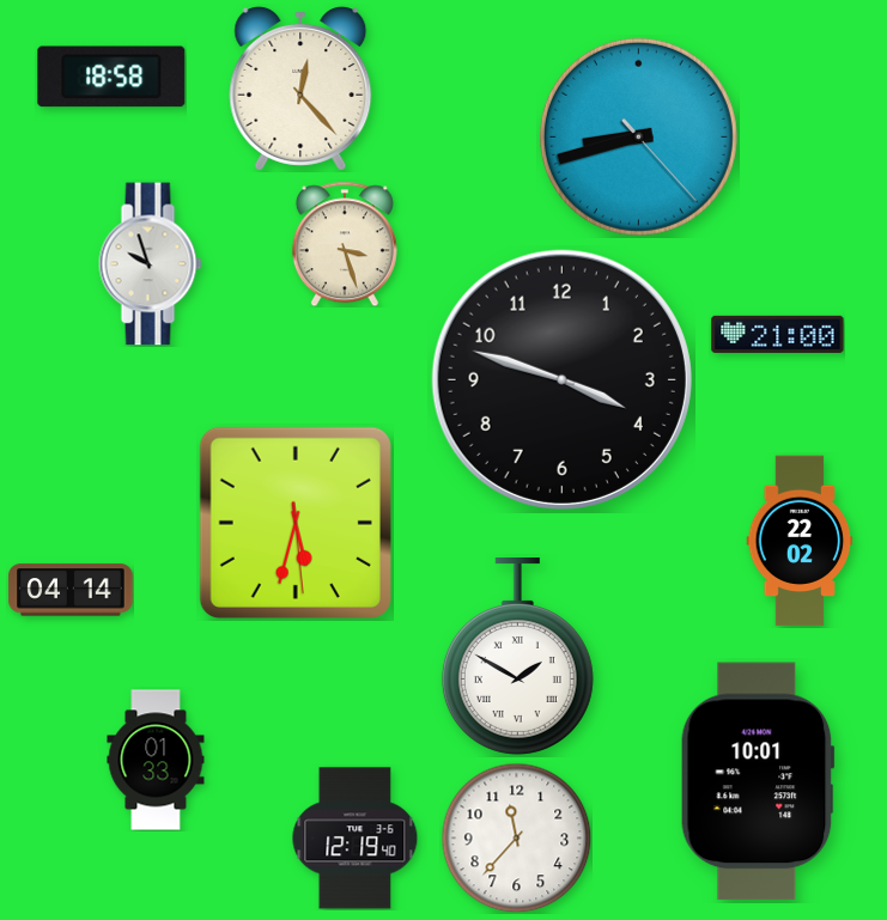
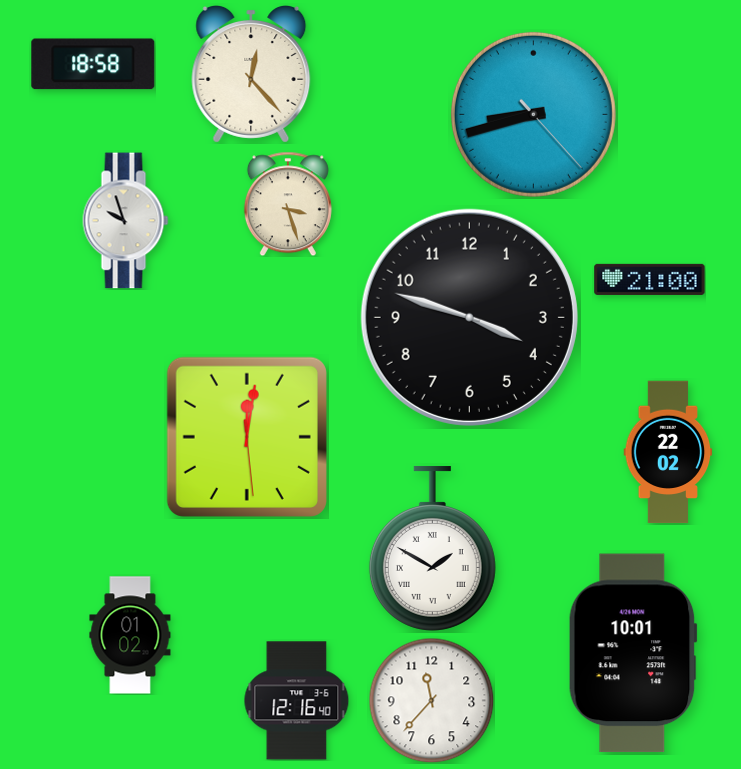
clock at (296, 523): 5:32 -> 12:01
clock at (71, 590): 04:14 -> none
clock at (156, 760): 01:33 -> 01:02
clock at (356, 839): 12:19 -> 12:16
